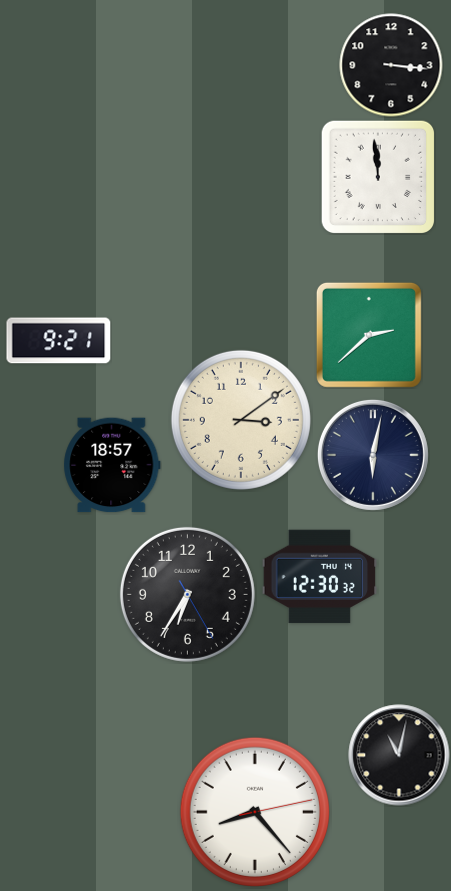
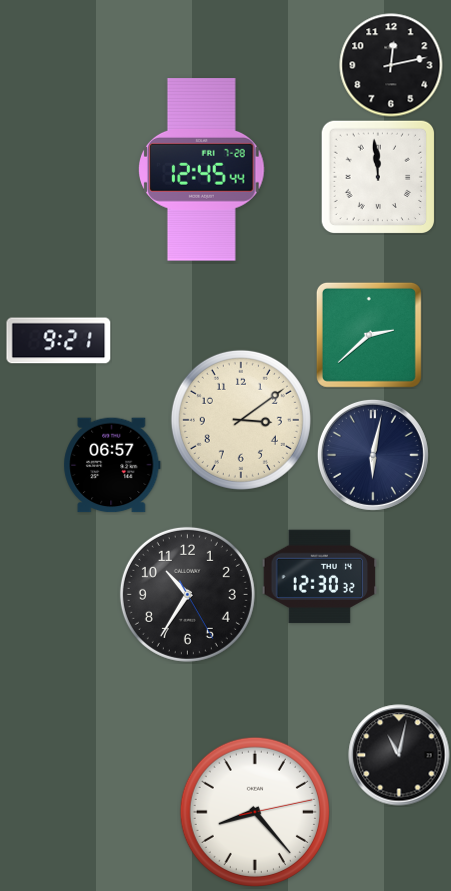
clock at (391, 65): 3:16 -> 12:13
clock at (202, 170): none -> 12:45
clock at (112, 465): 18:57 -> 06:57
clock at (187, 594): 6:35 -> 10:35
